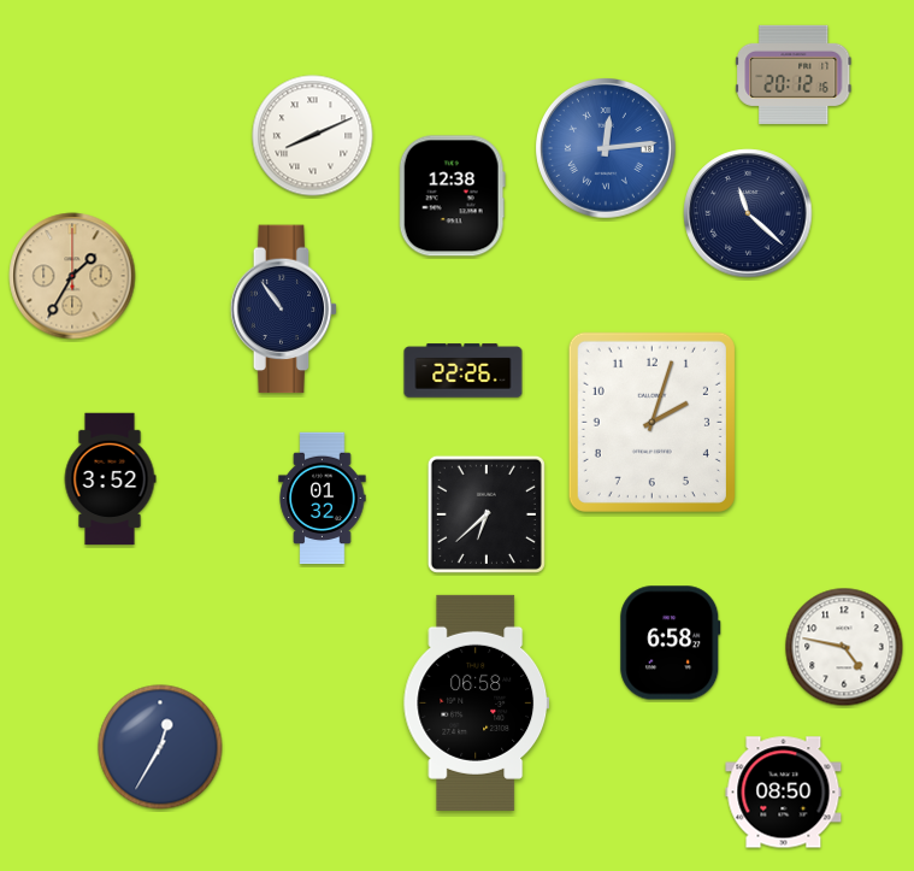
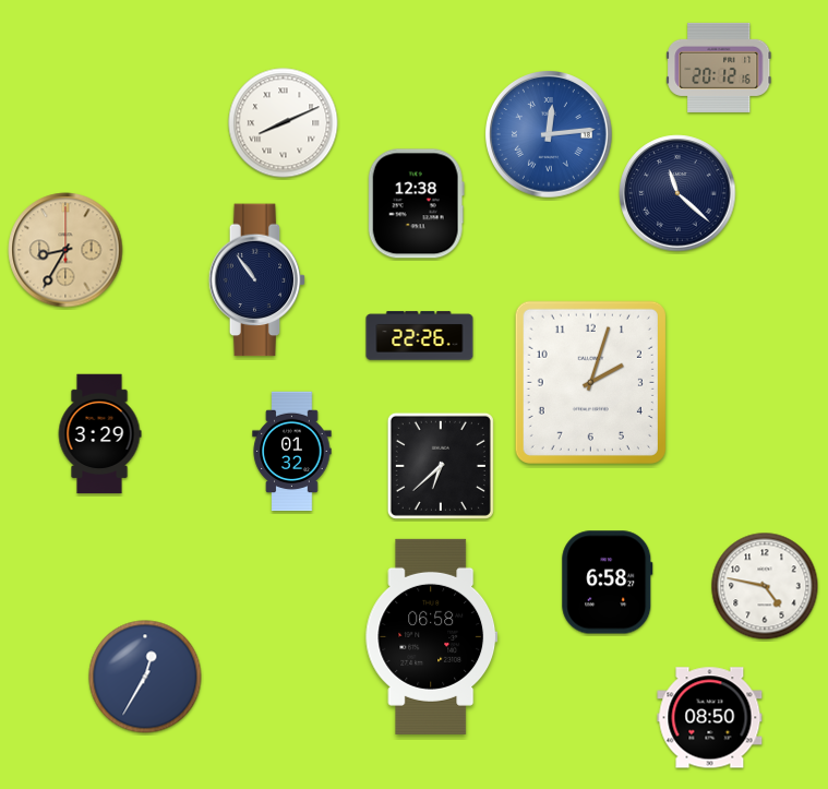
clock at (452, 196) position: (452, 196) -> (416, 204)
clock at (72, 276): 1:35 -> 8:35
clock at (110, 479): 3:52 -> 3:29
